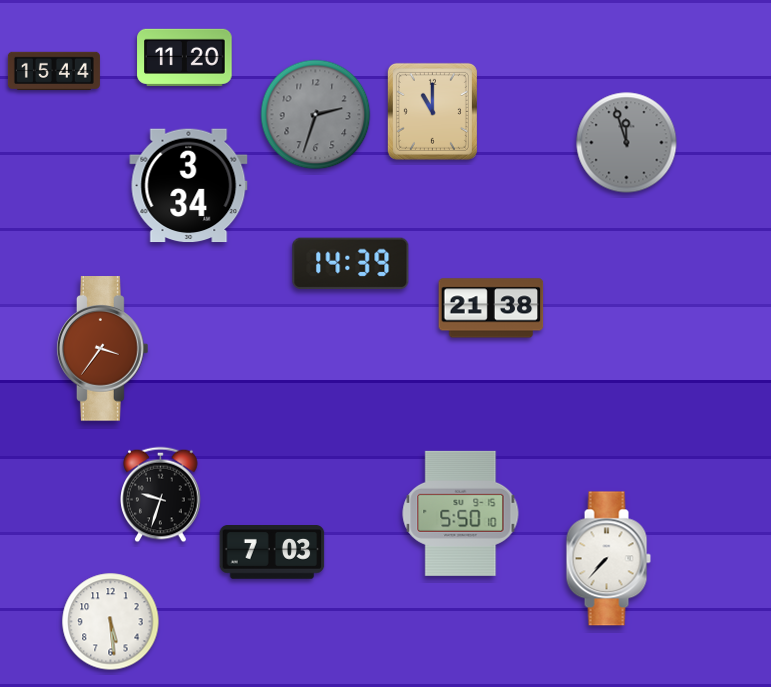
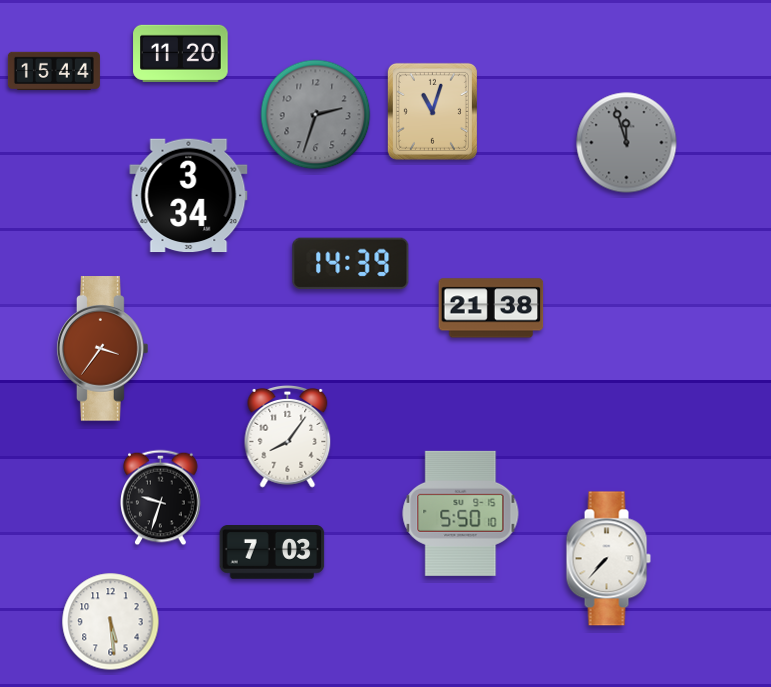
clock at (185, 57) position: (185, 57) -> (181, 53)
clock at (432, 111): 11:00 -> 11:03
clock at (189, 186) position: (189, 186) -> (189, 196)
clock at (288, 436): none -> 8:06
clock at (161, 495) position: (161, 495) -> (161, 498)
